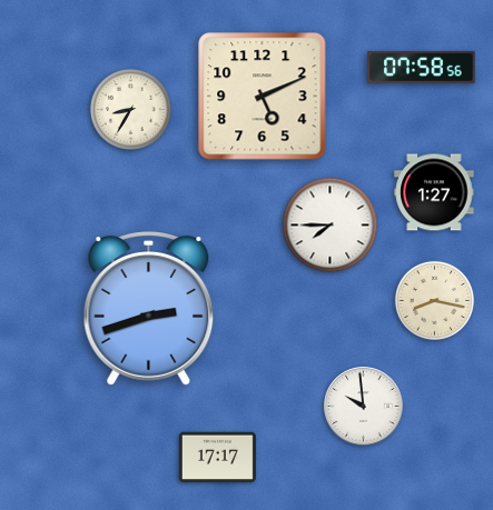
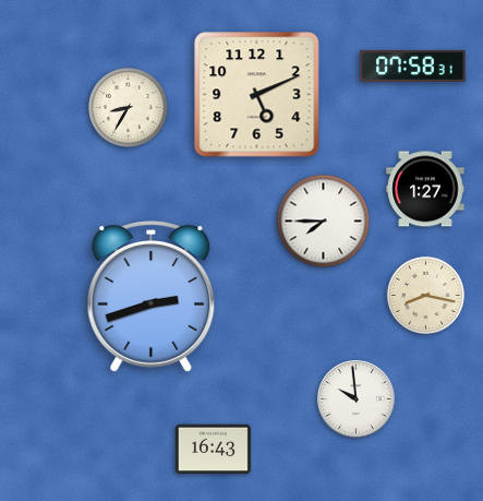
clock at (422, 67): 07:58:56 -> 07:58:31
clock at (149, 309) position: (149, 309) -> (152, 297)
clock at (217, 458): 17:17 -> 16:43
